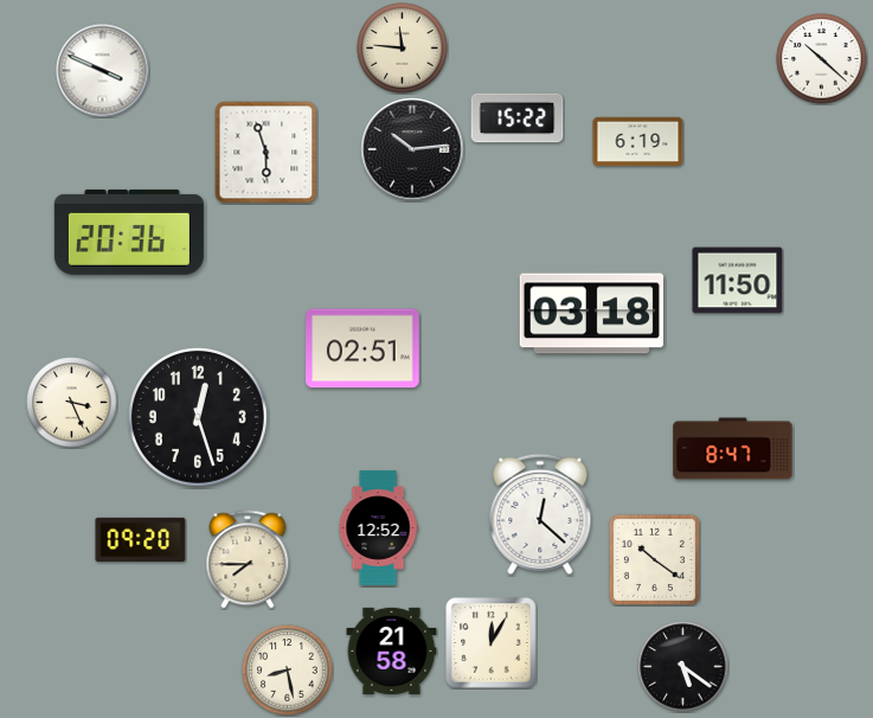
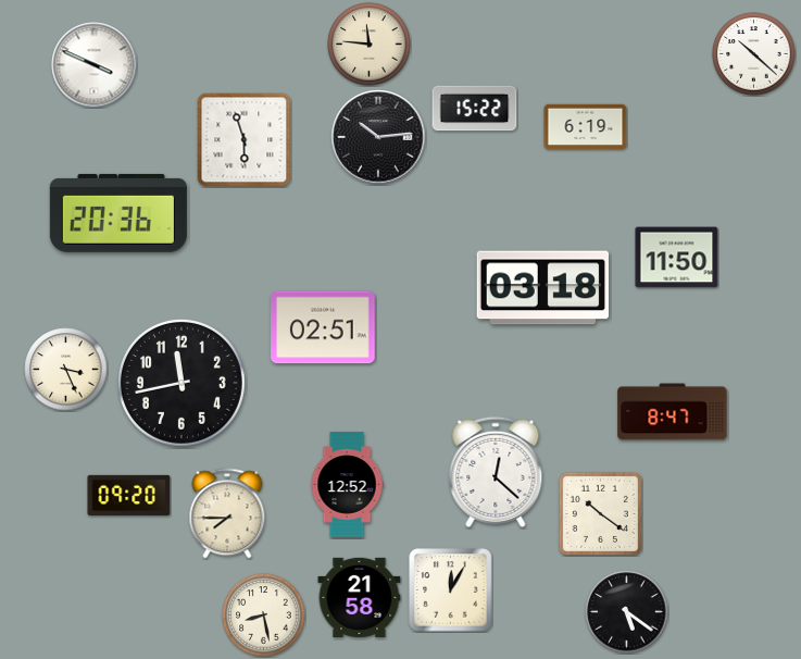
clock at (638, 142) position: (638, 142) -> (586, 127)
clock at (362, 348) position: (362, 348) -> (323, 327)
clock at (198, 417): 12:27 -> 11:43
